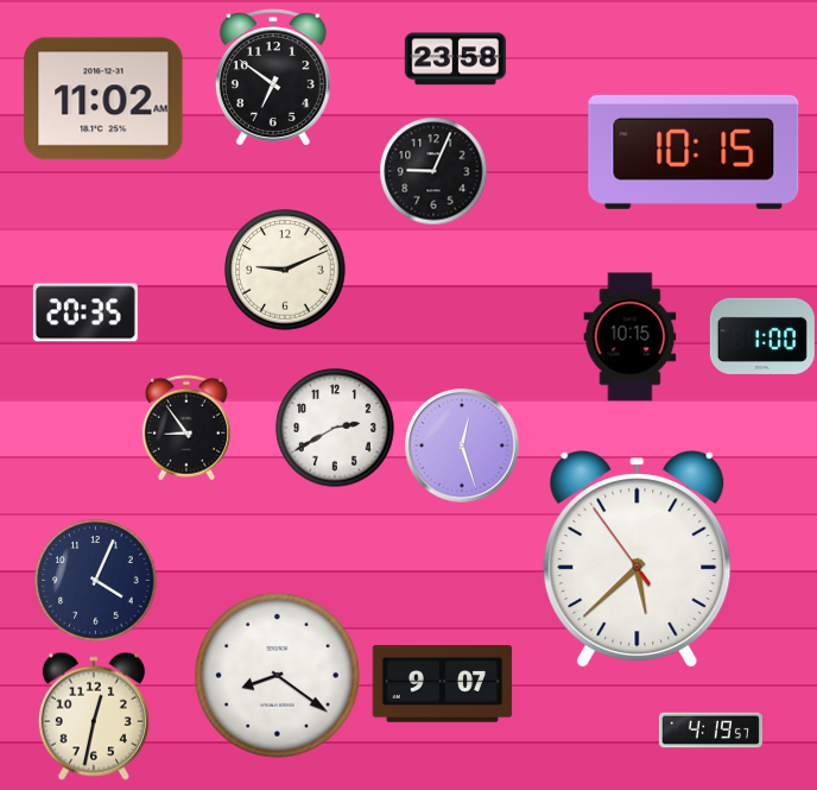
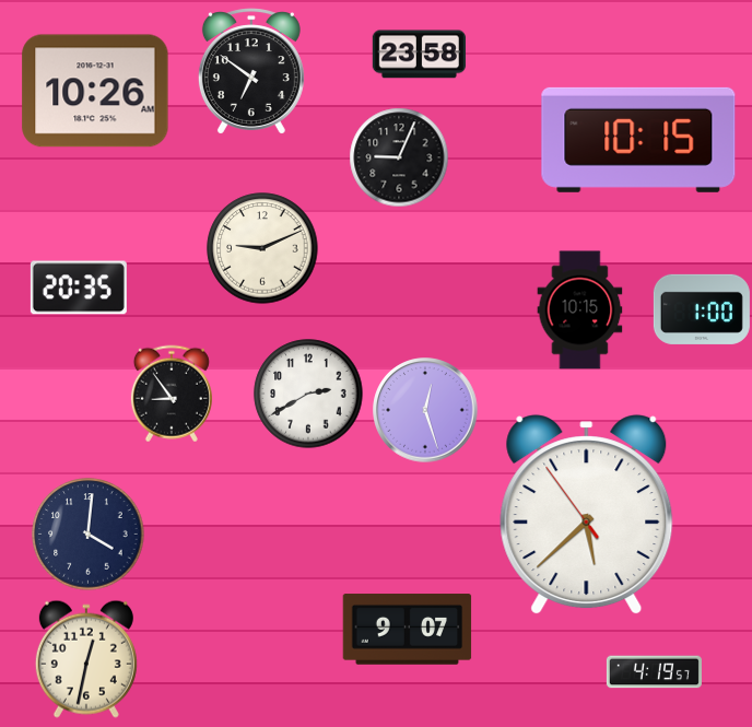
clock at (103, 99): 11:02 -> 10:26
clock at (96, 581): 4:04 -> 4:01
clock at (277, 675): 8:21 -> none
